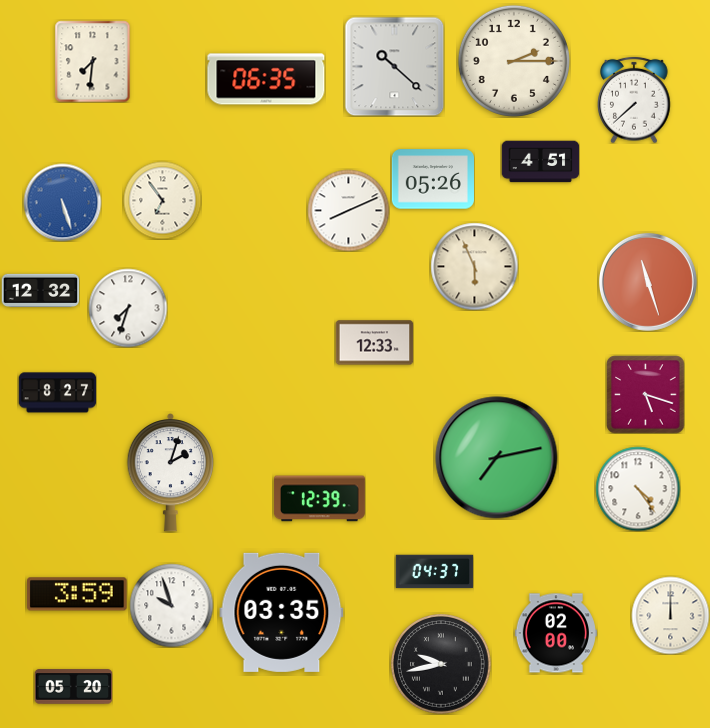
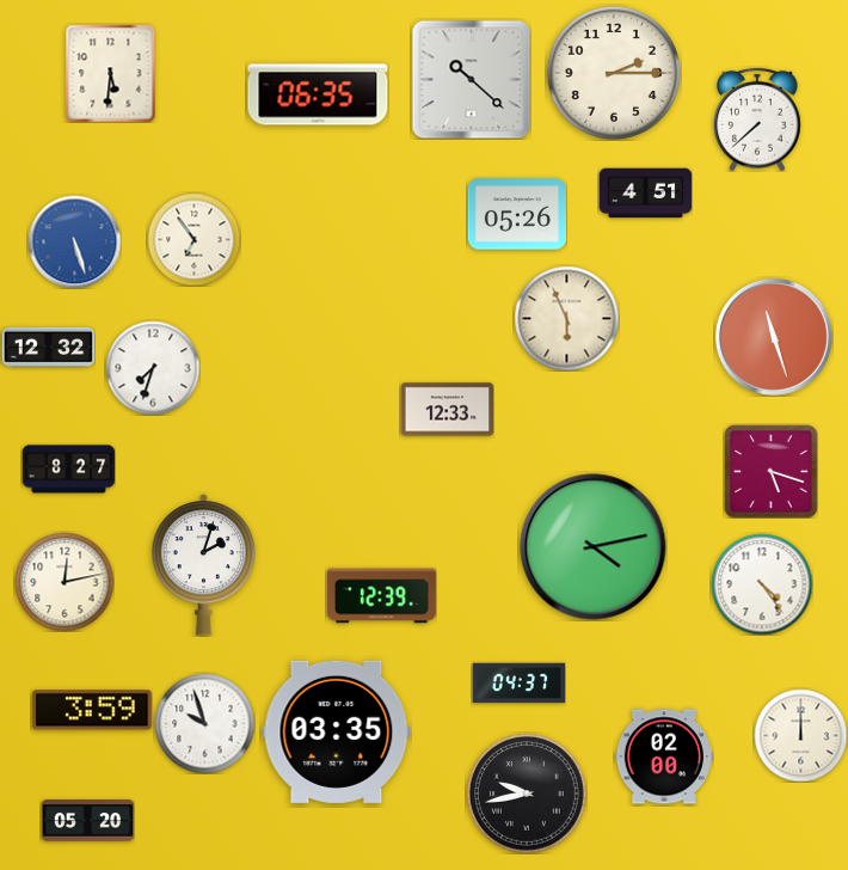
clock at (93, 61): 7:31 -> 5:31
clock at (348, 210): 8:11 -> none
clock at (497, 458): 7:13 -> 4:13
clock at (64, 582): none -> 12:13
